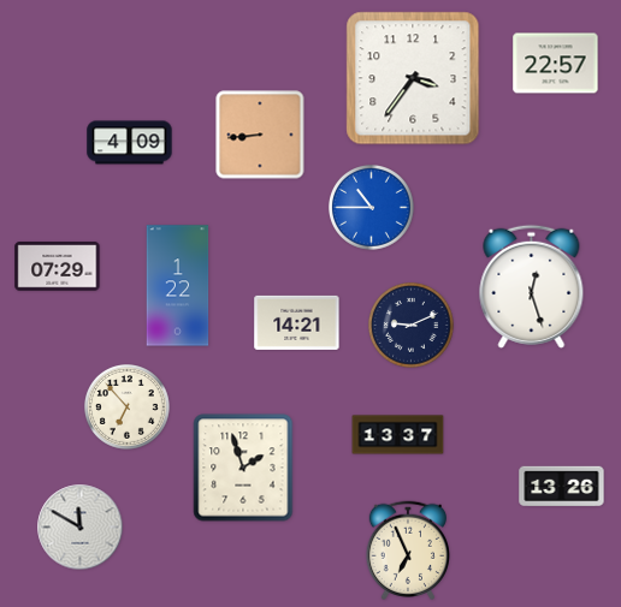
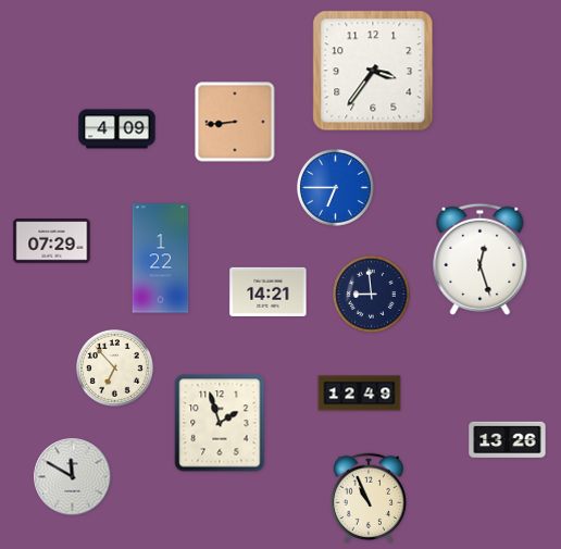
clock at (556, 64): 22:57 -> none
clock at (372, 208): 10:45 -> 6:45
clock at (412, 326): 9:11 -> 8:59
clock at (398, 435): 13:37 -> 12:49
clock at (407, 549): 6:56 -> 10:56
